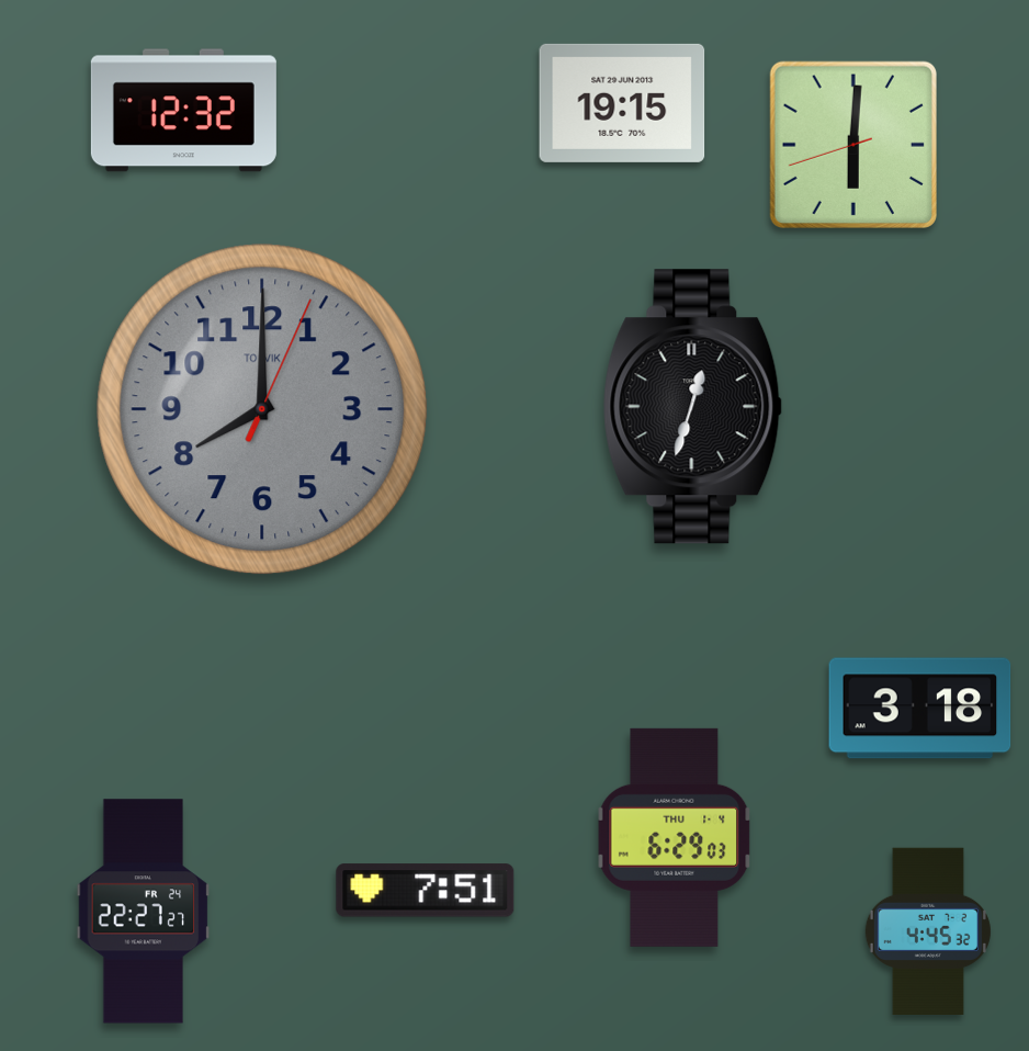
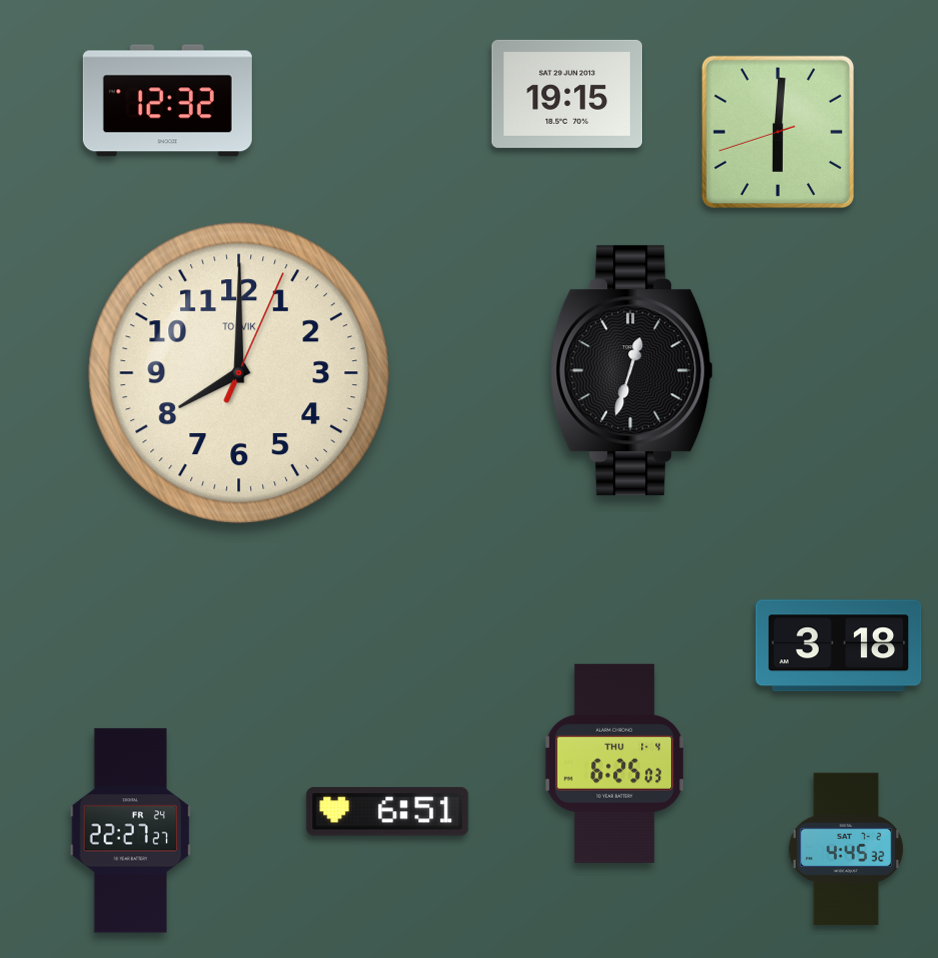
clock at (262, 409) dial: grey -> cream
clock at (675, 837): 6:29 -> 6:25
clock at (426, 891): 7:51 -> 6:51
